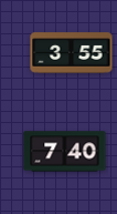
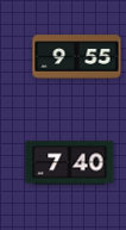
clock at (72, 53): 3:55 -> 9:55
